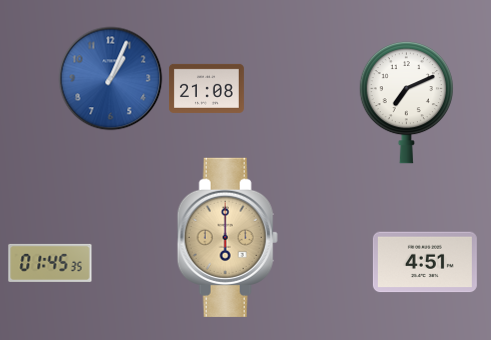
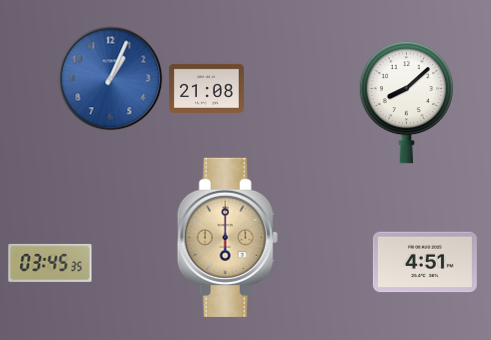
clock at (406, 102): 7:11 -> 8:08
clock at (50, 263): 01:45 -> 03:45
